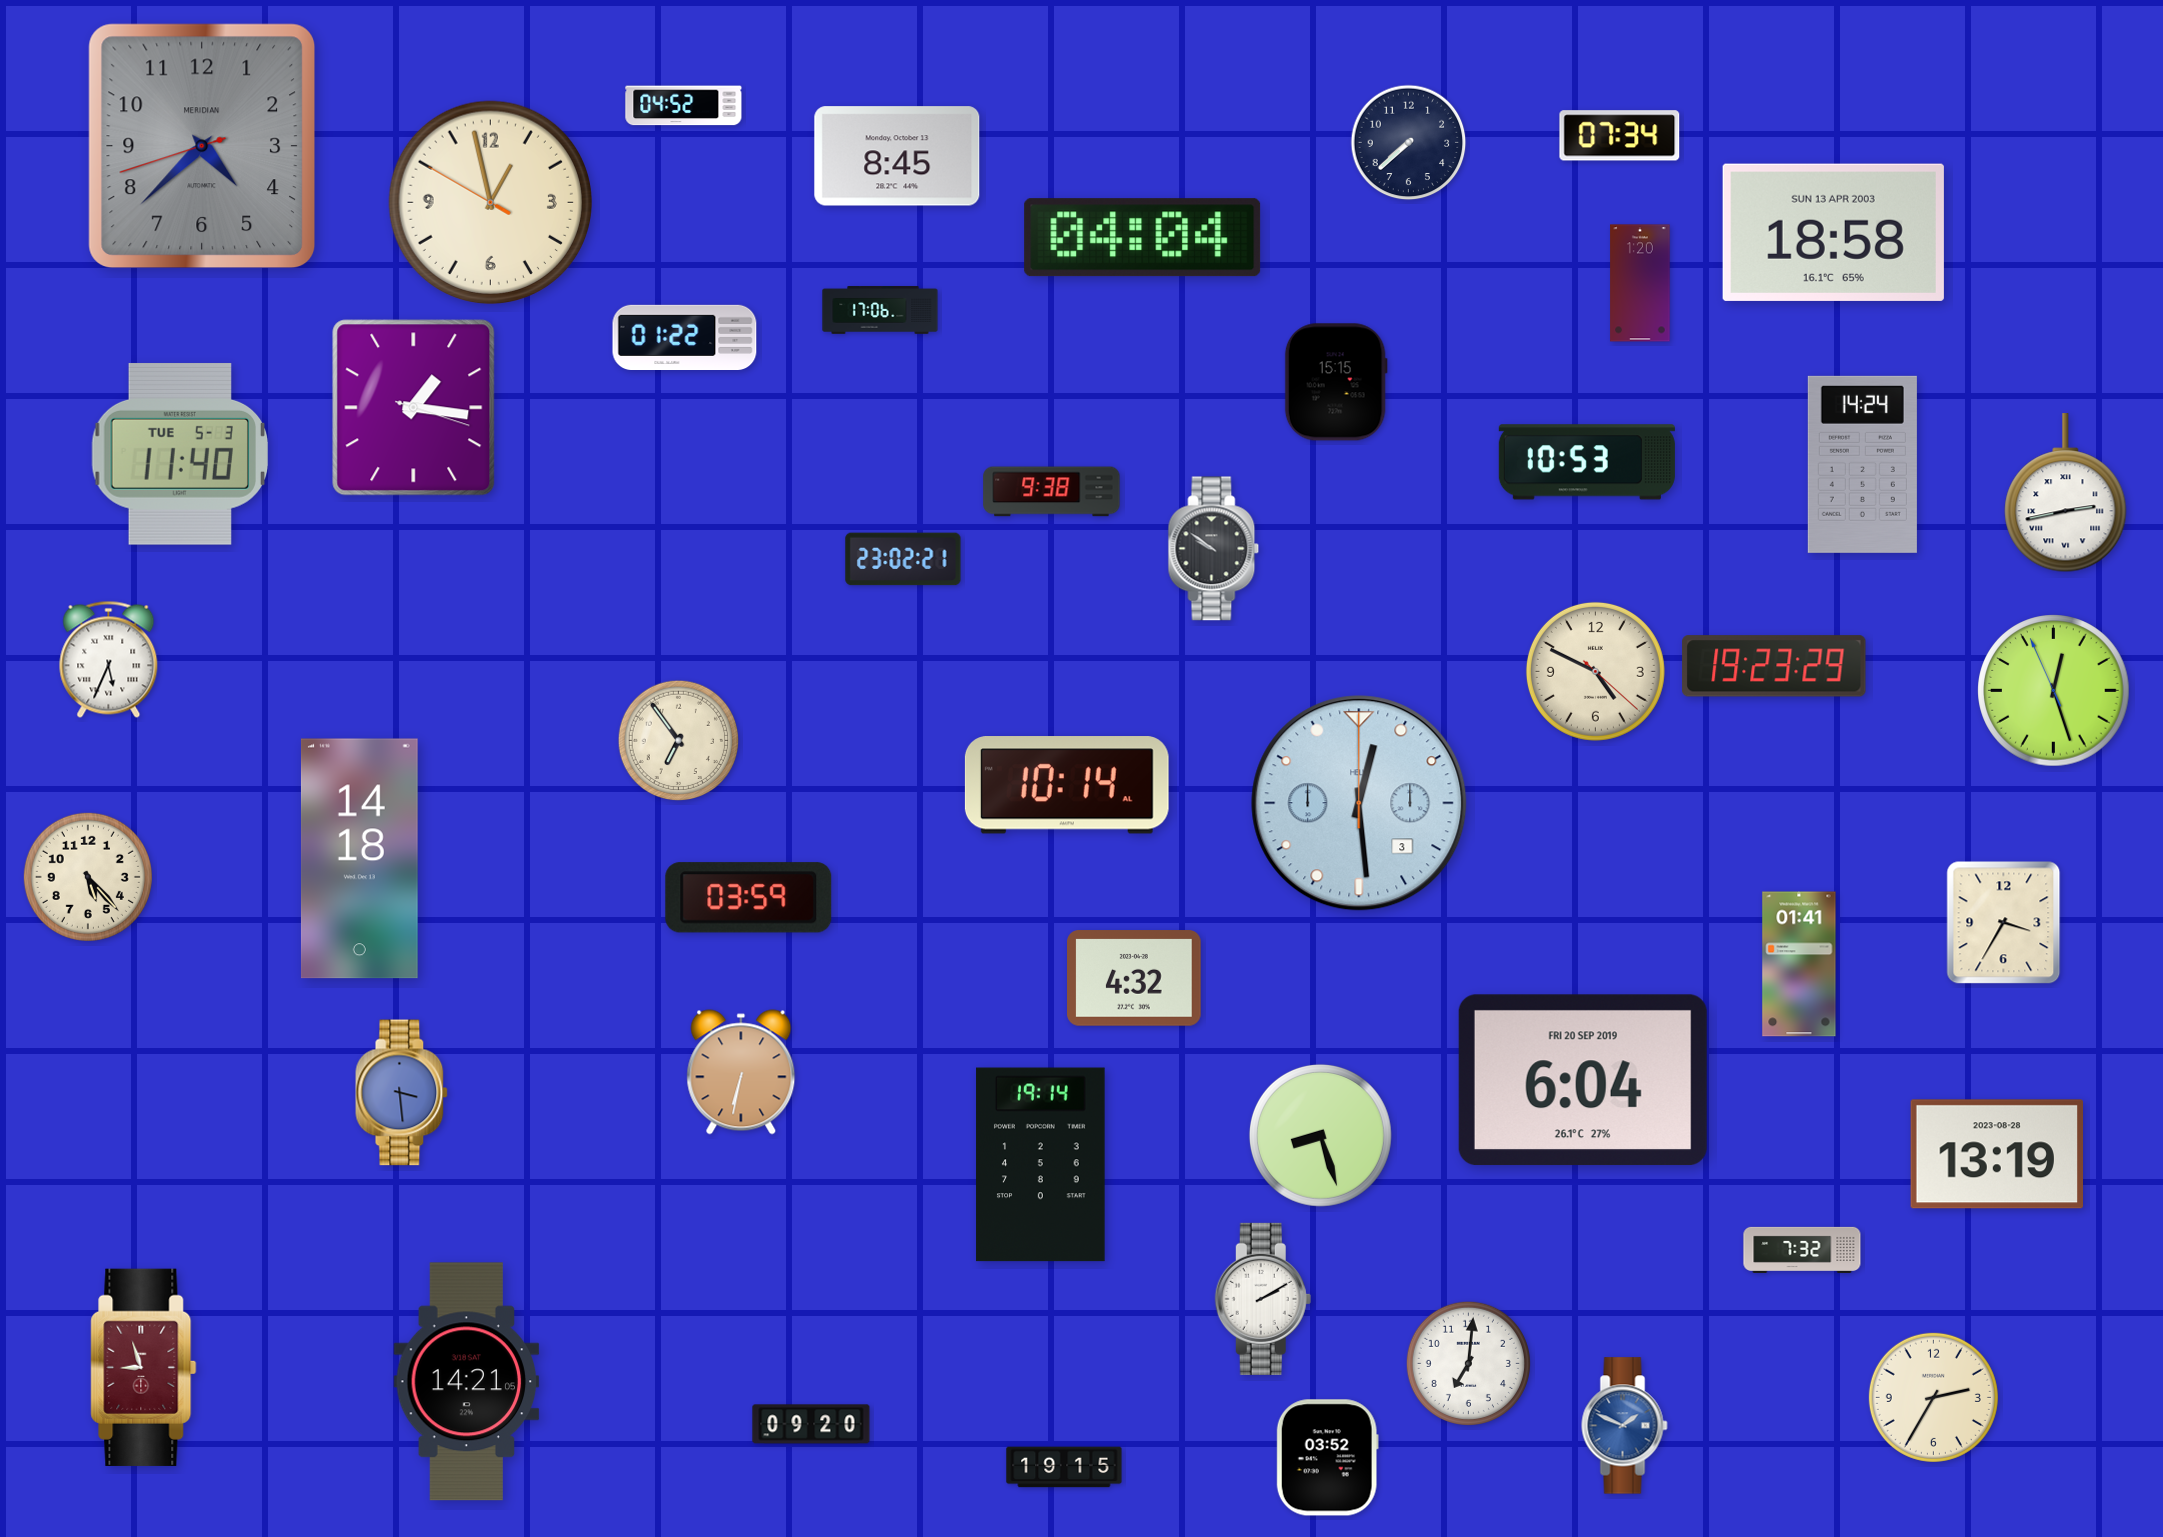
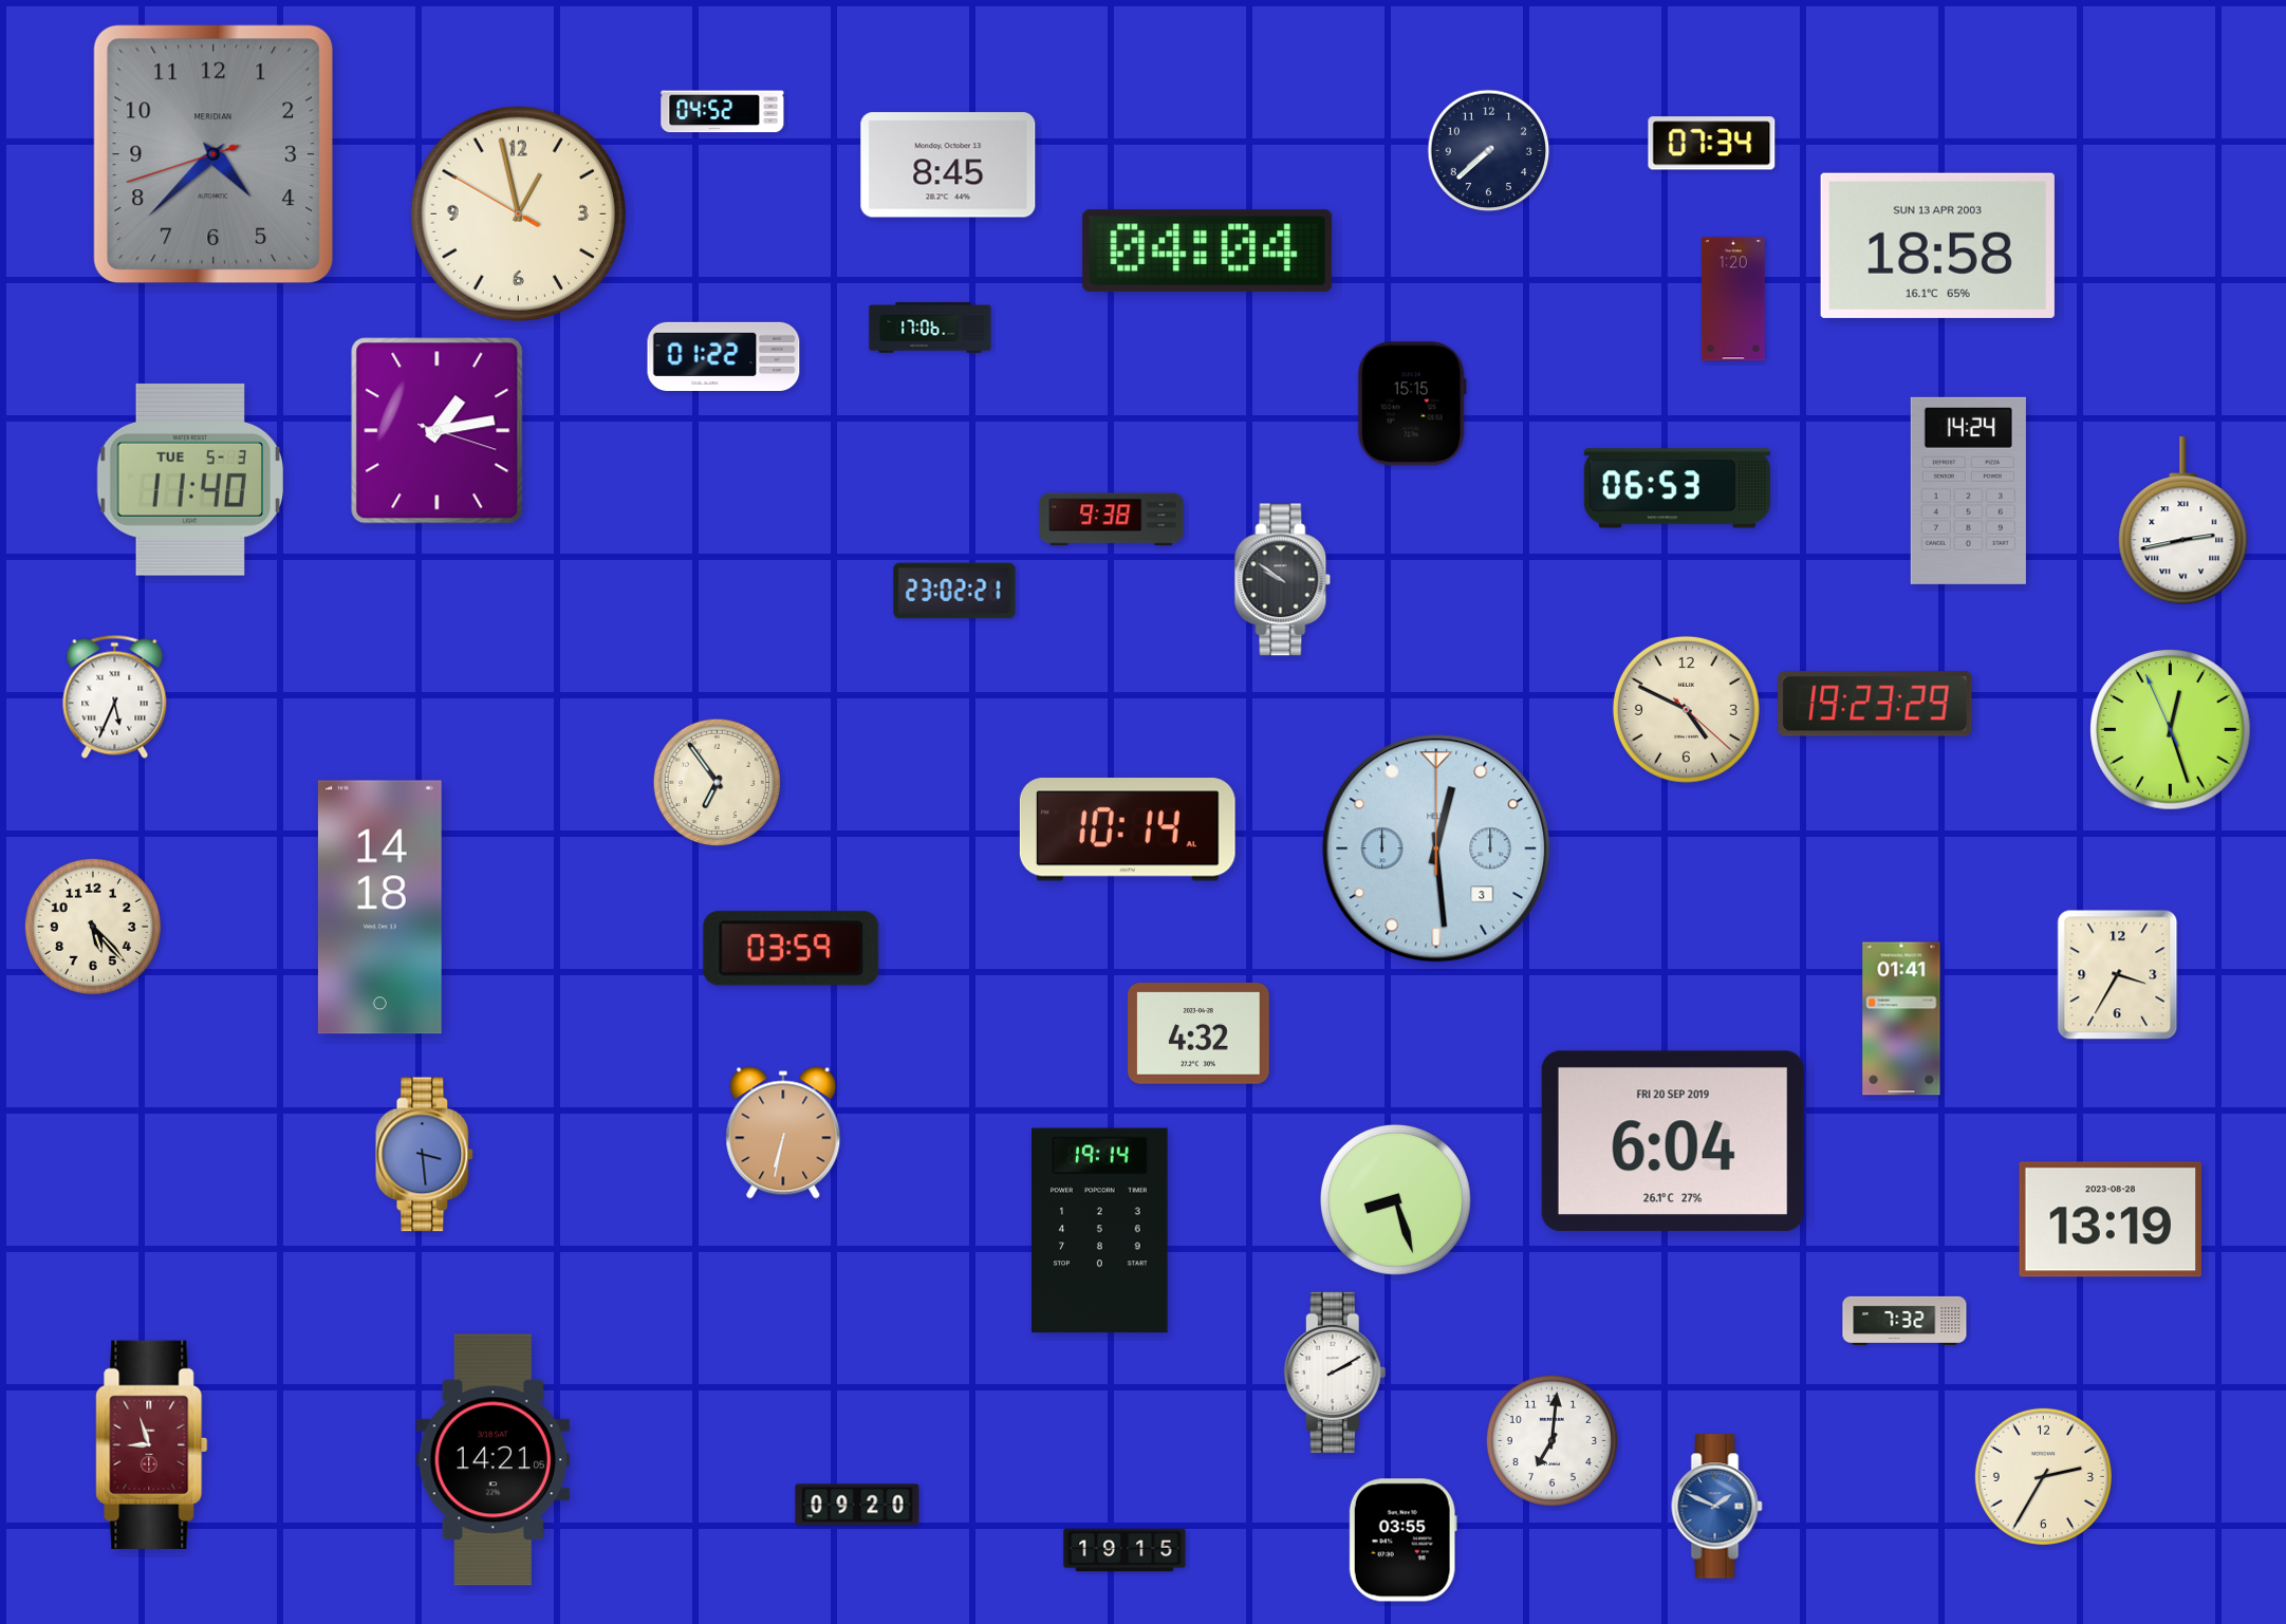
clock at (414, 408): 1:16 -> 1:13
clock at (1587, 462): 10:53 -> 06:53
clock at (1327, 1458): 03:52 -> 03:55
